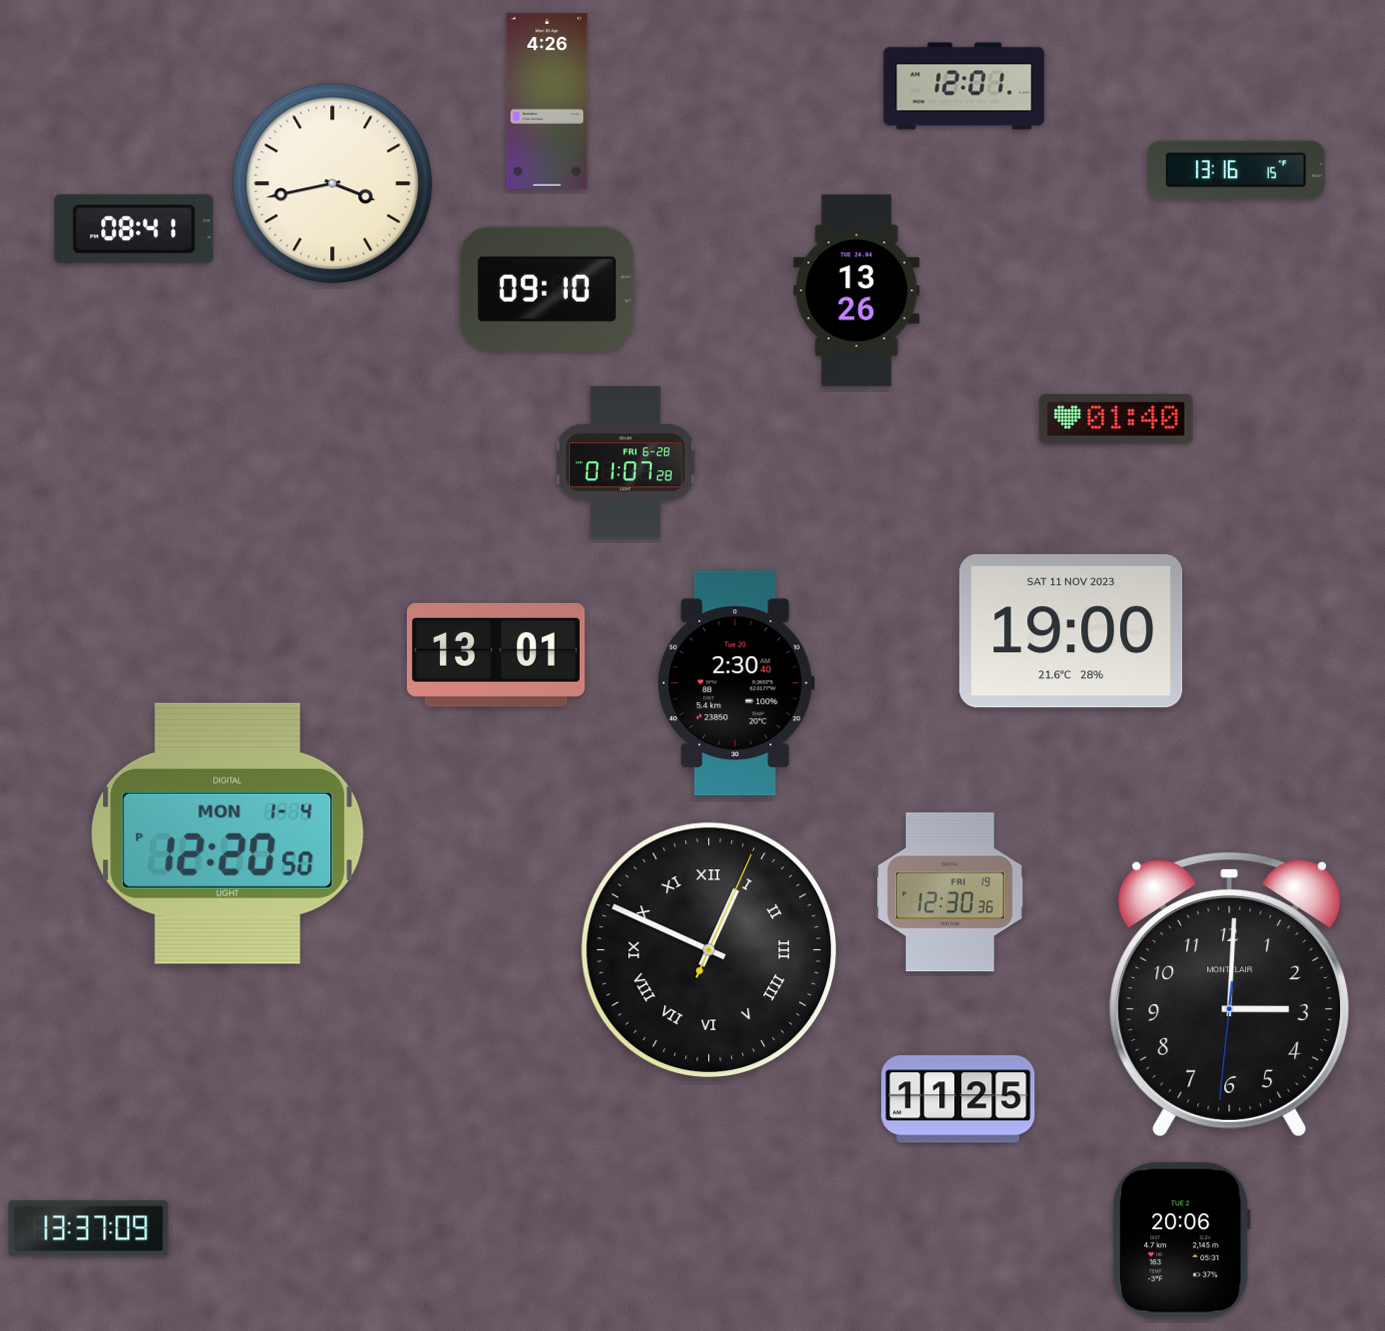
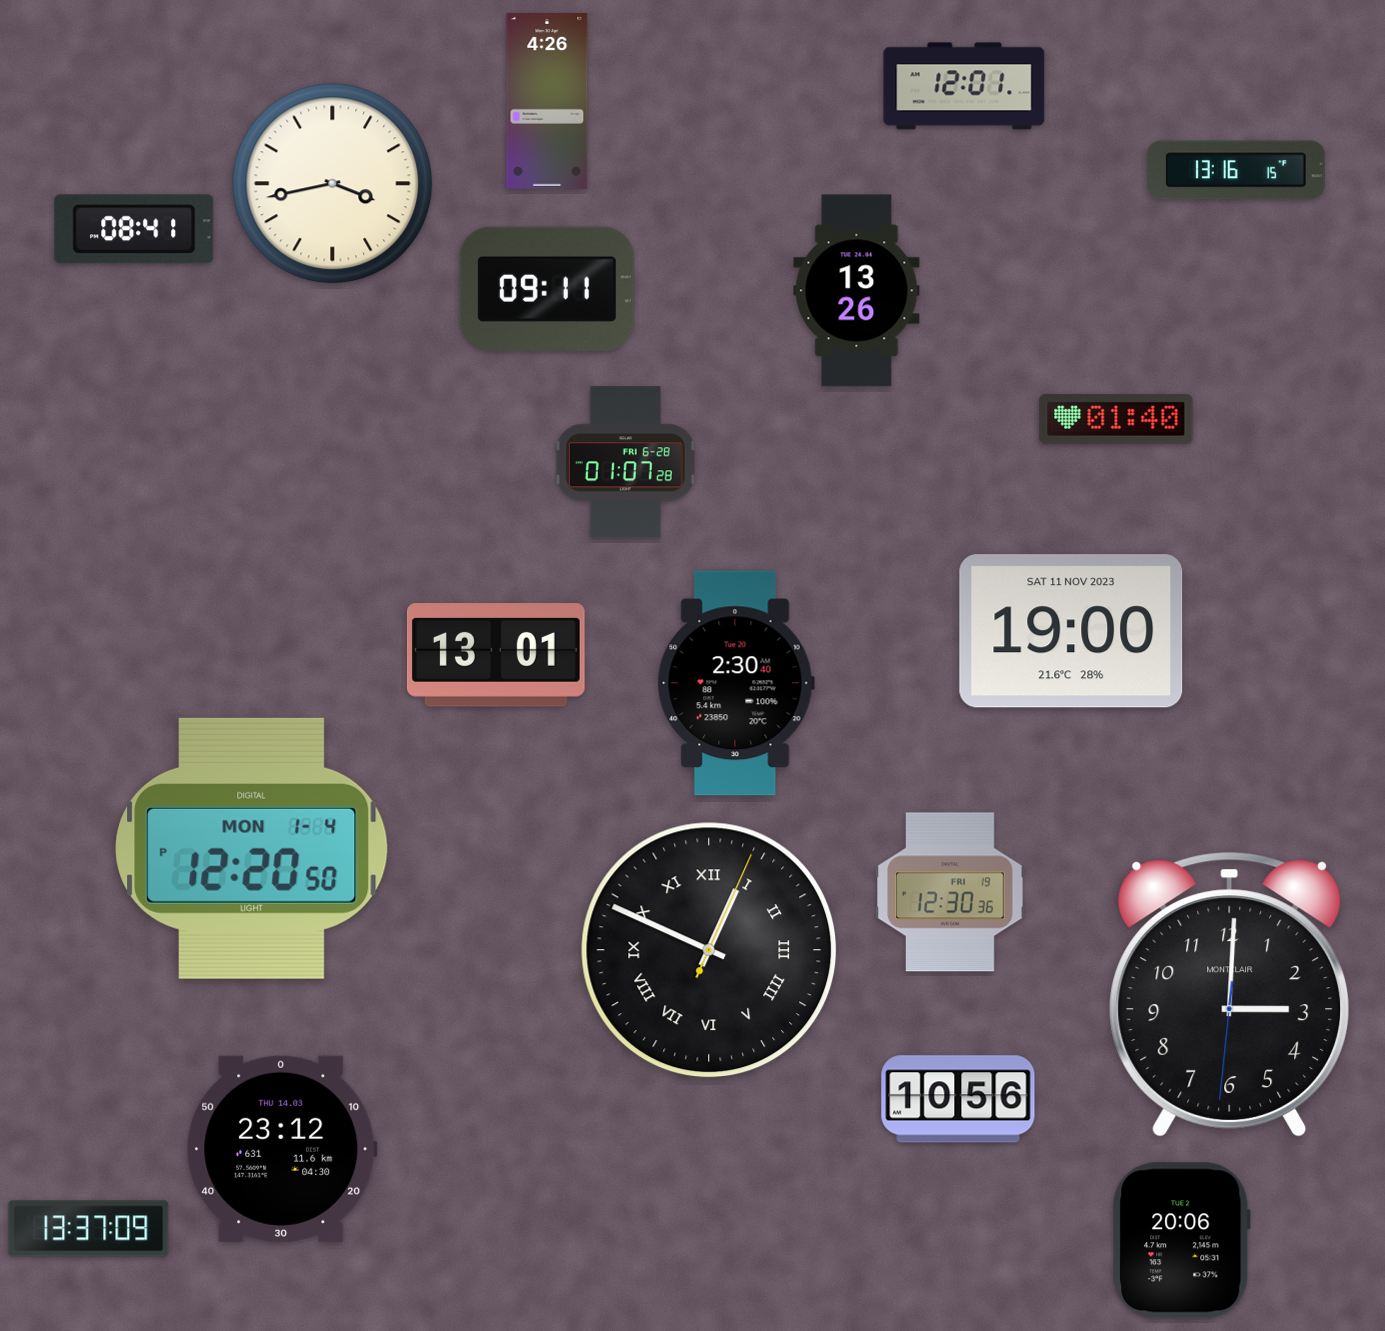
clock at (547, 289): 09:10 -> 09:11
clock at (228, 833) position: (228, 833) -> (252, 848)
clock at (958, 1099): 11:25 -> 10:56
clock at (282, 1149): none -> 23:12
